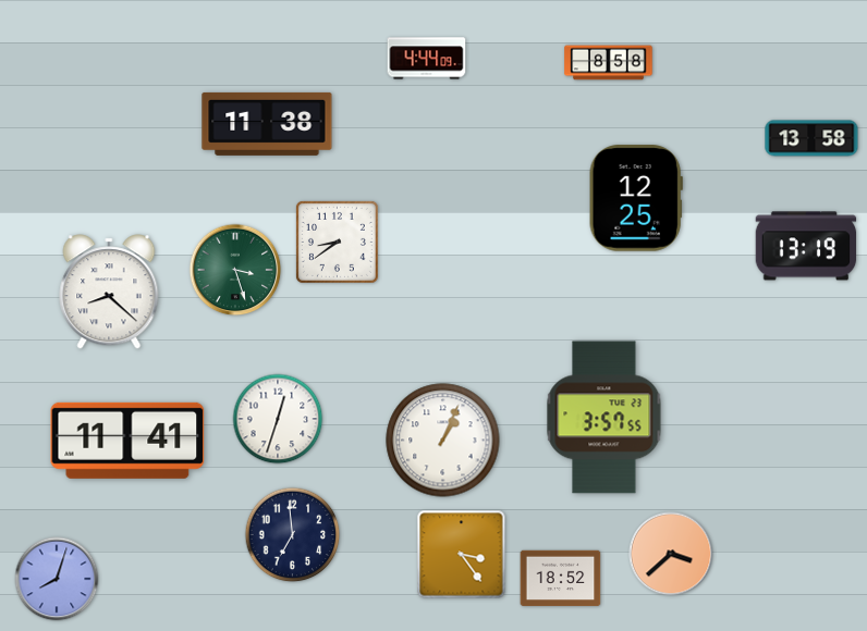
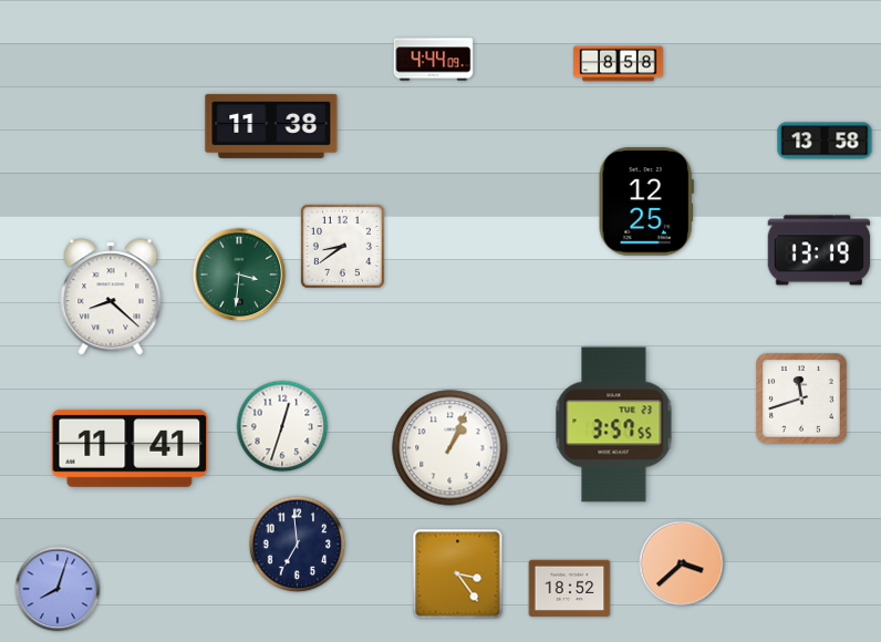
clock at (235, 270): 3:27 -> 3:31
clock at (801, 398): none -> 11:42
clock at (462, 555) position: (462, 555) -> (458, 574)
